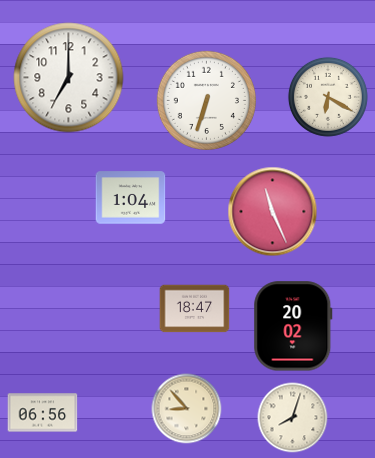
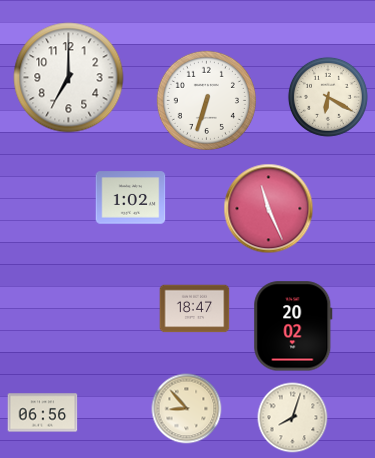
clock at (131, 198): 1:04 -> 1:02
clock at (273, 212) position: (273, 212) -> (269, 209)
